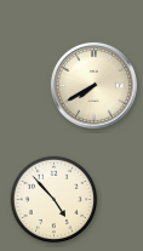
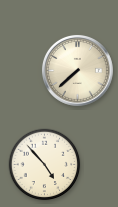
clock at (93, 85): 7:40 -> 7:38
